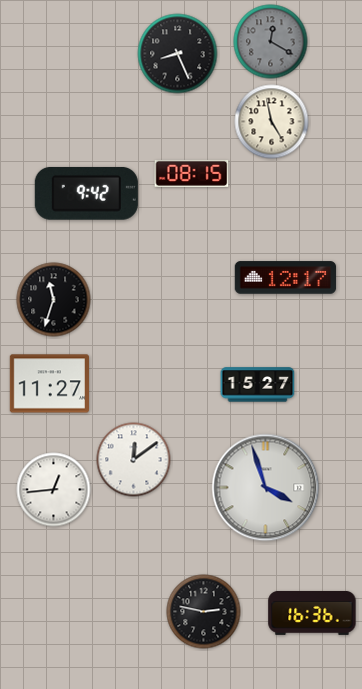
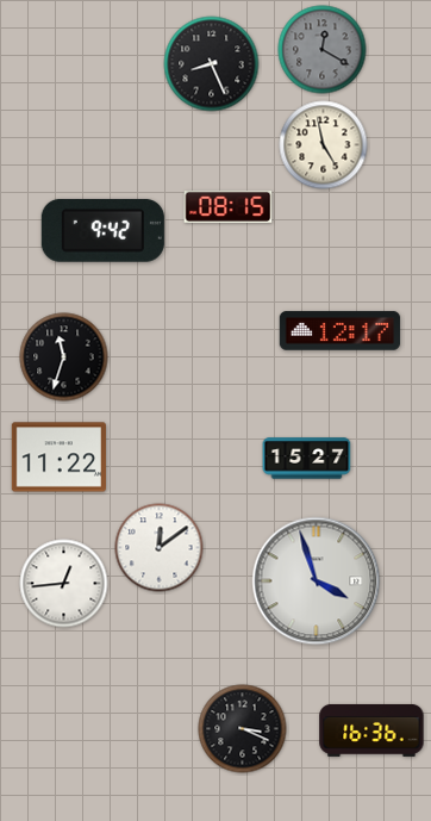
clock at (49, 384): 11:27 -> 11:22
clock at (204, 612): 2:47 -> 3:19
